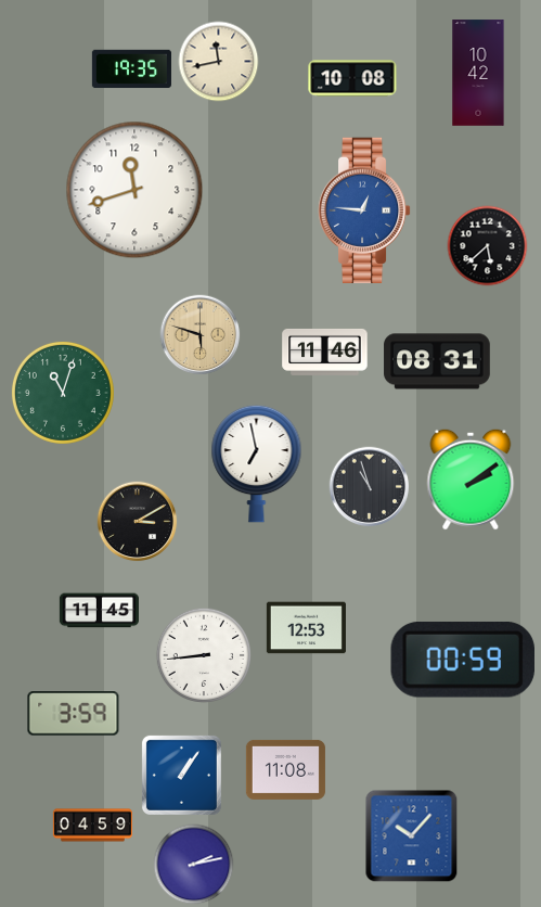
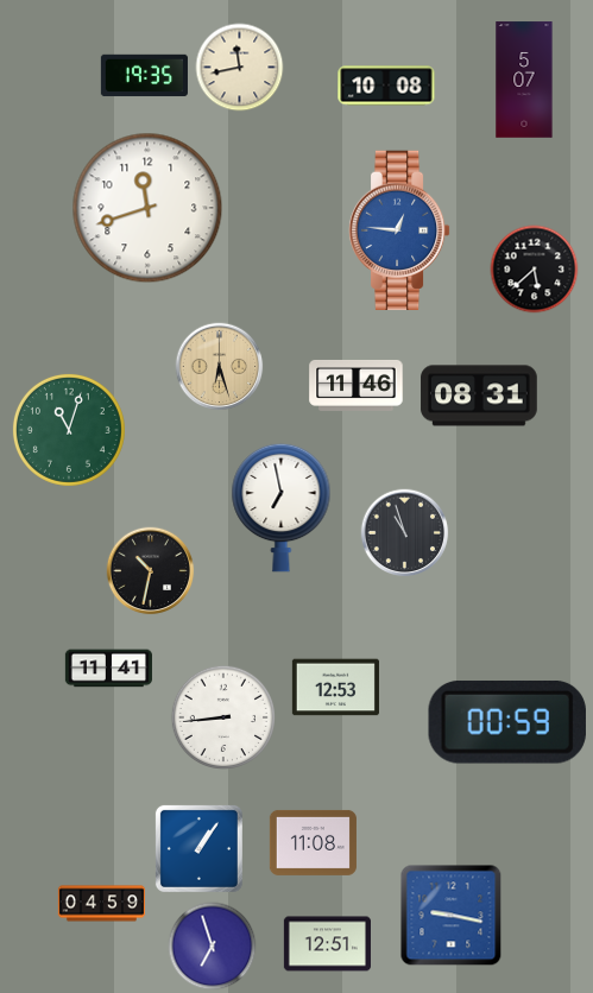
clock at (478, 73): 10:42 -> 5:07
clock at (201, 335): 5:48 -> 6:27
clock at (471, 480): 2:09 -> none
clock at (138, 522): 3:10 -> 10:32
clock at (99, 611): 11:45 -> 11:41
clock at (74, 714): 3:59 -> none
clock at (412, 836): 10:07 -> 9:17
clock at (327, 944): none -> 12:51
clock at (194, 865): 2:13 -> 6:57
